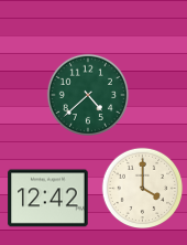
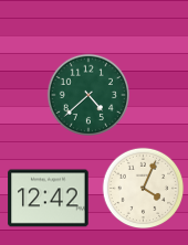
clock at (143, 189): 4:00 -> 4:04
